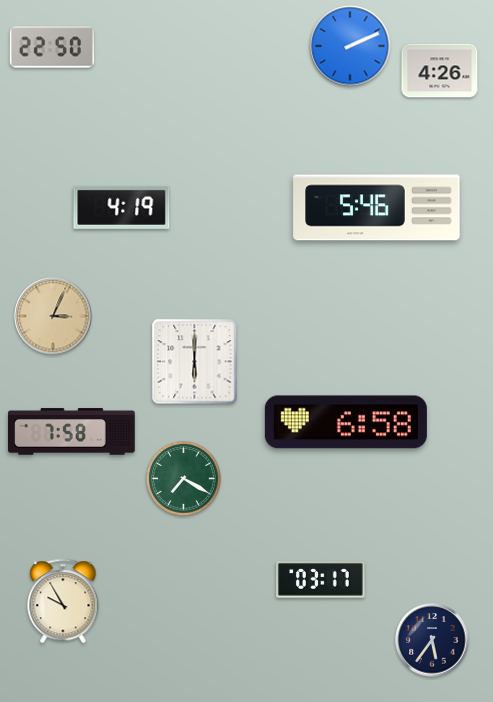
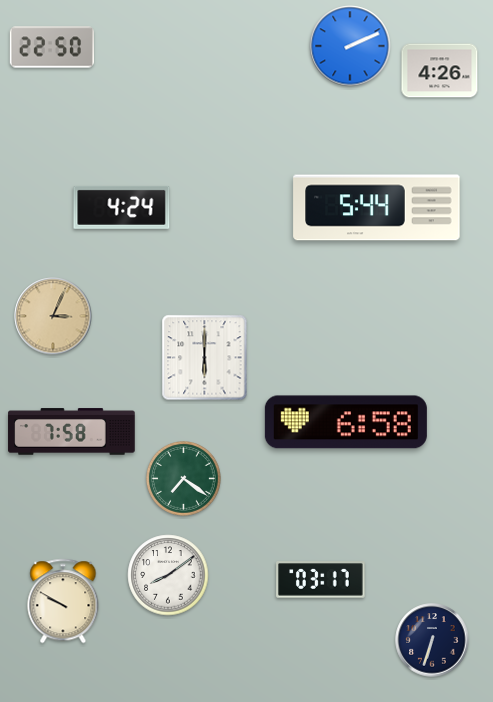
clock at (122, 207): 4:19 -> 4:24
clock at (377, 208): 5:46 -> 5:44
clock at (195, 362) position: (195, 362) -> (205, 358)
clock at (184, 479): 7:20 -> 7:21
clock at (168, 575): none -> 8:09
clock at (63, 601): 9:55 -> 9:50
clock at (432, 640): 5:36 -> 6:33
